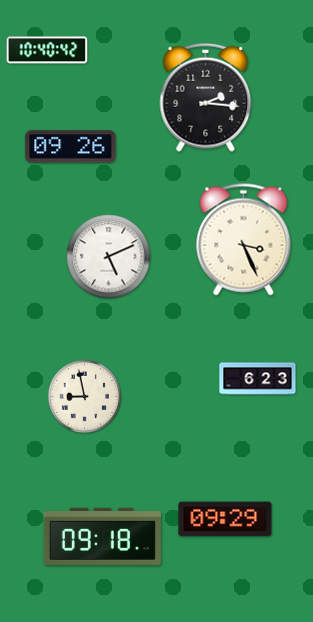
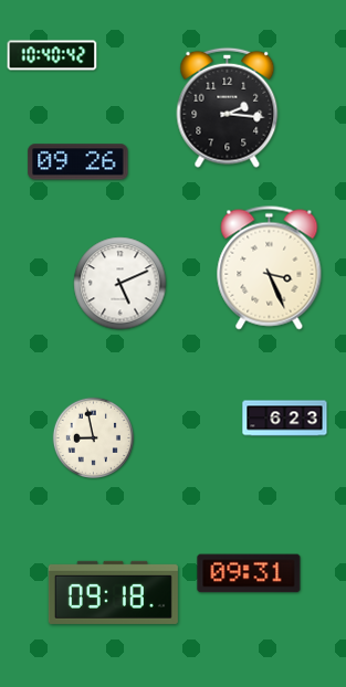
clock at (244, 240) position: (244, 240) -> (270, 268)
clock at (225, 519): 09:29 -> 09:31
